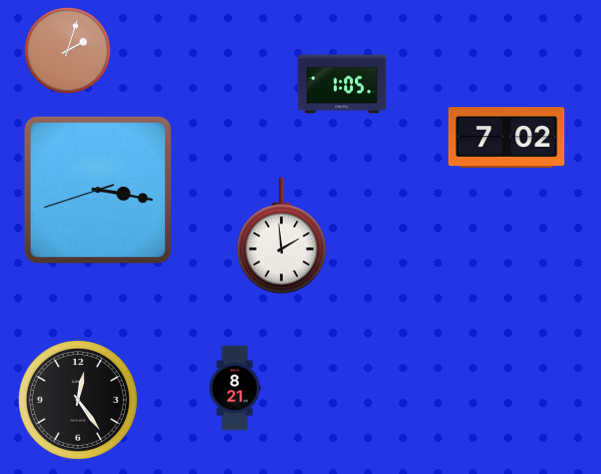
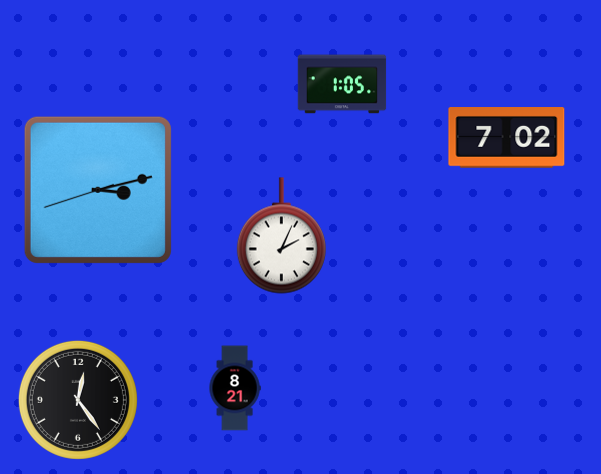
clock at (67, 50): 2:03 -> none
clock at (98, 190): 3:16 -> 3:12
clock at (281, 236): 1:59 -> 2:04
